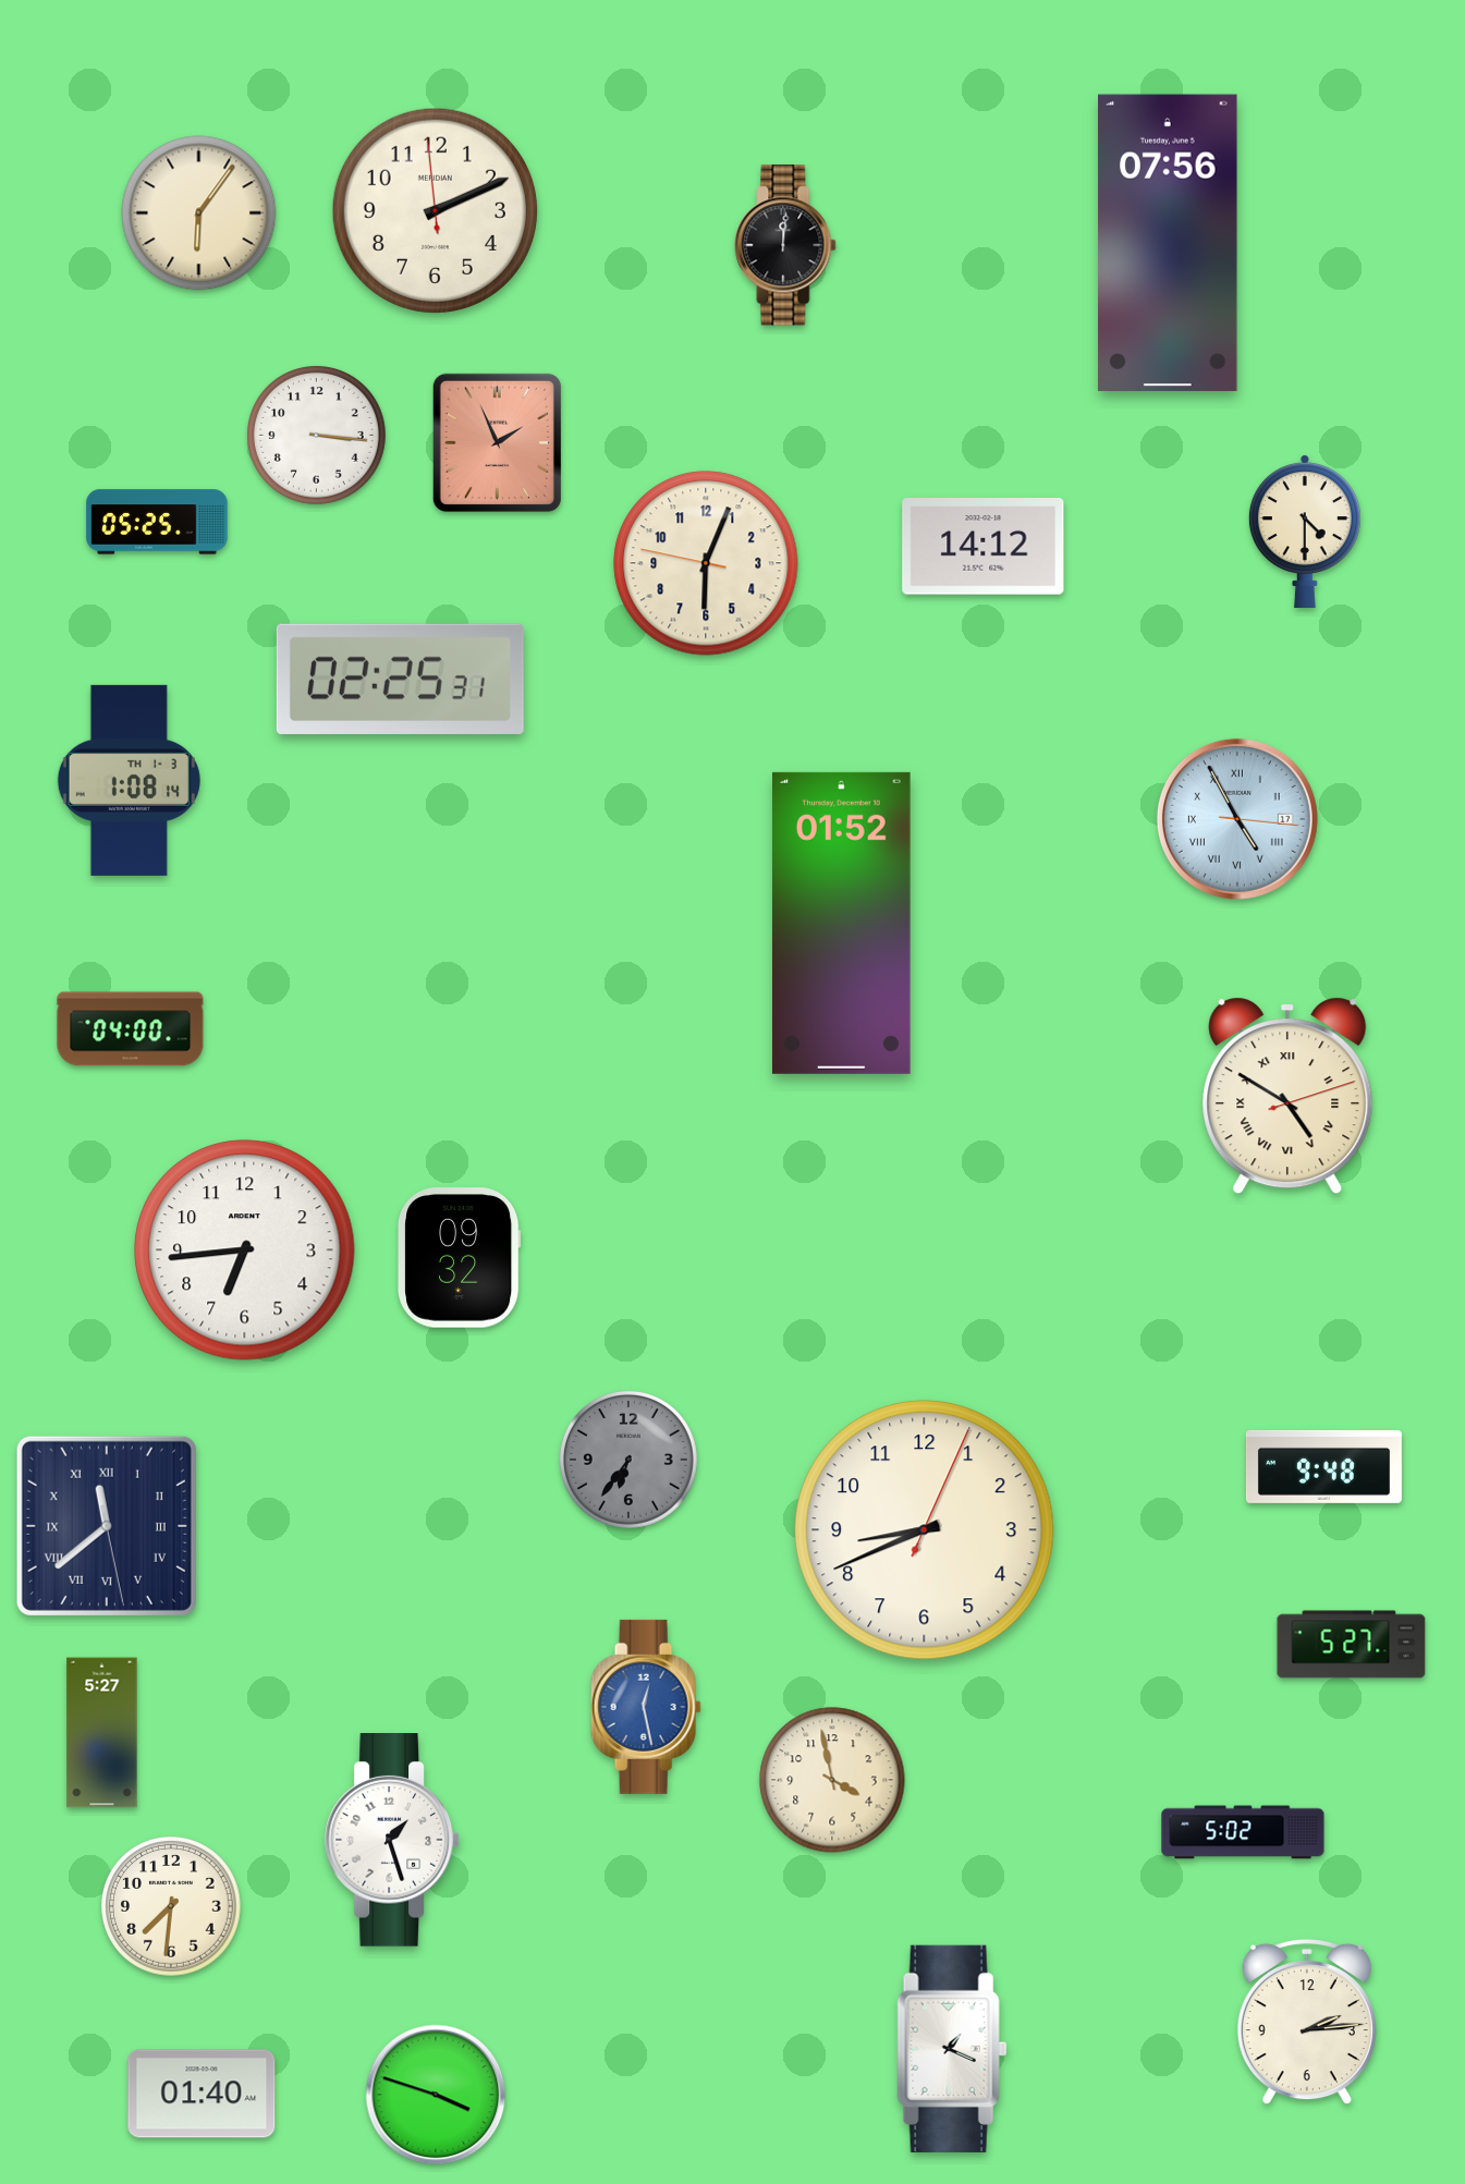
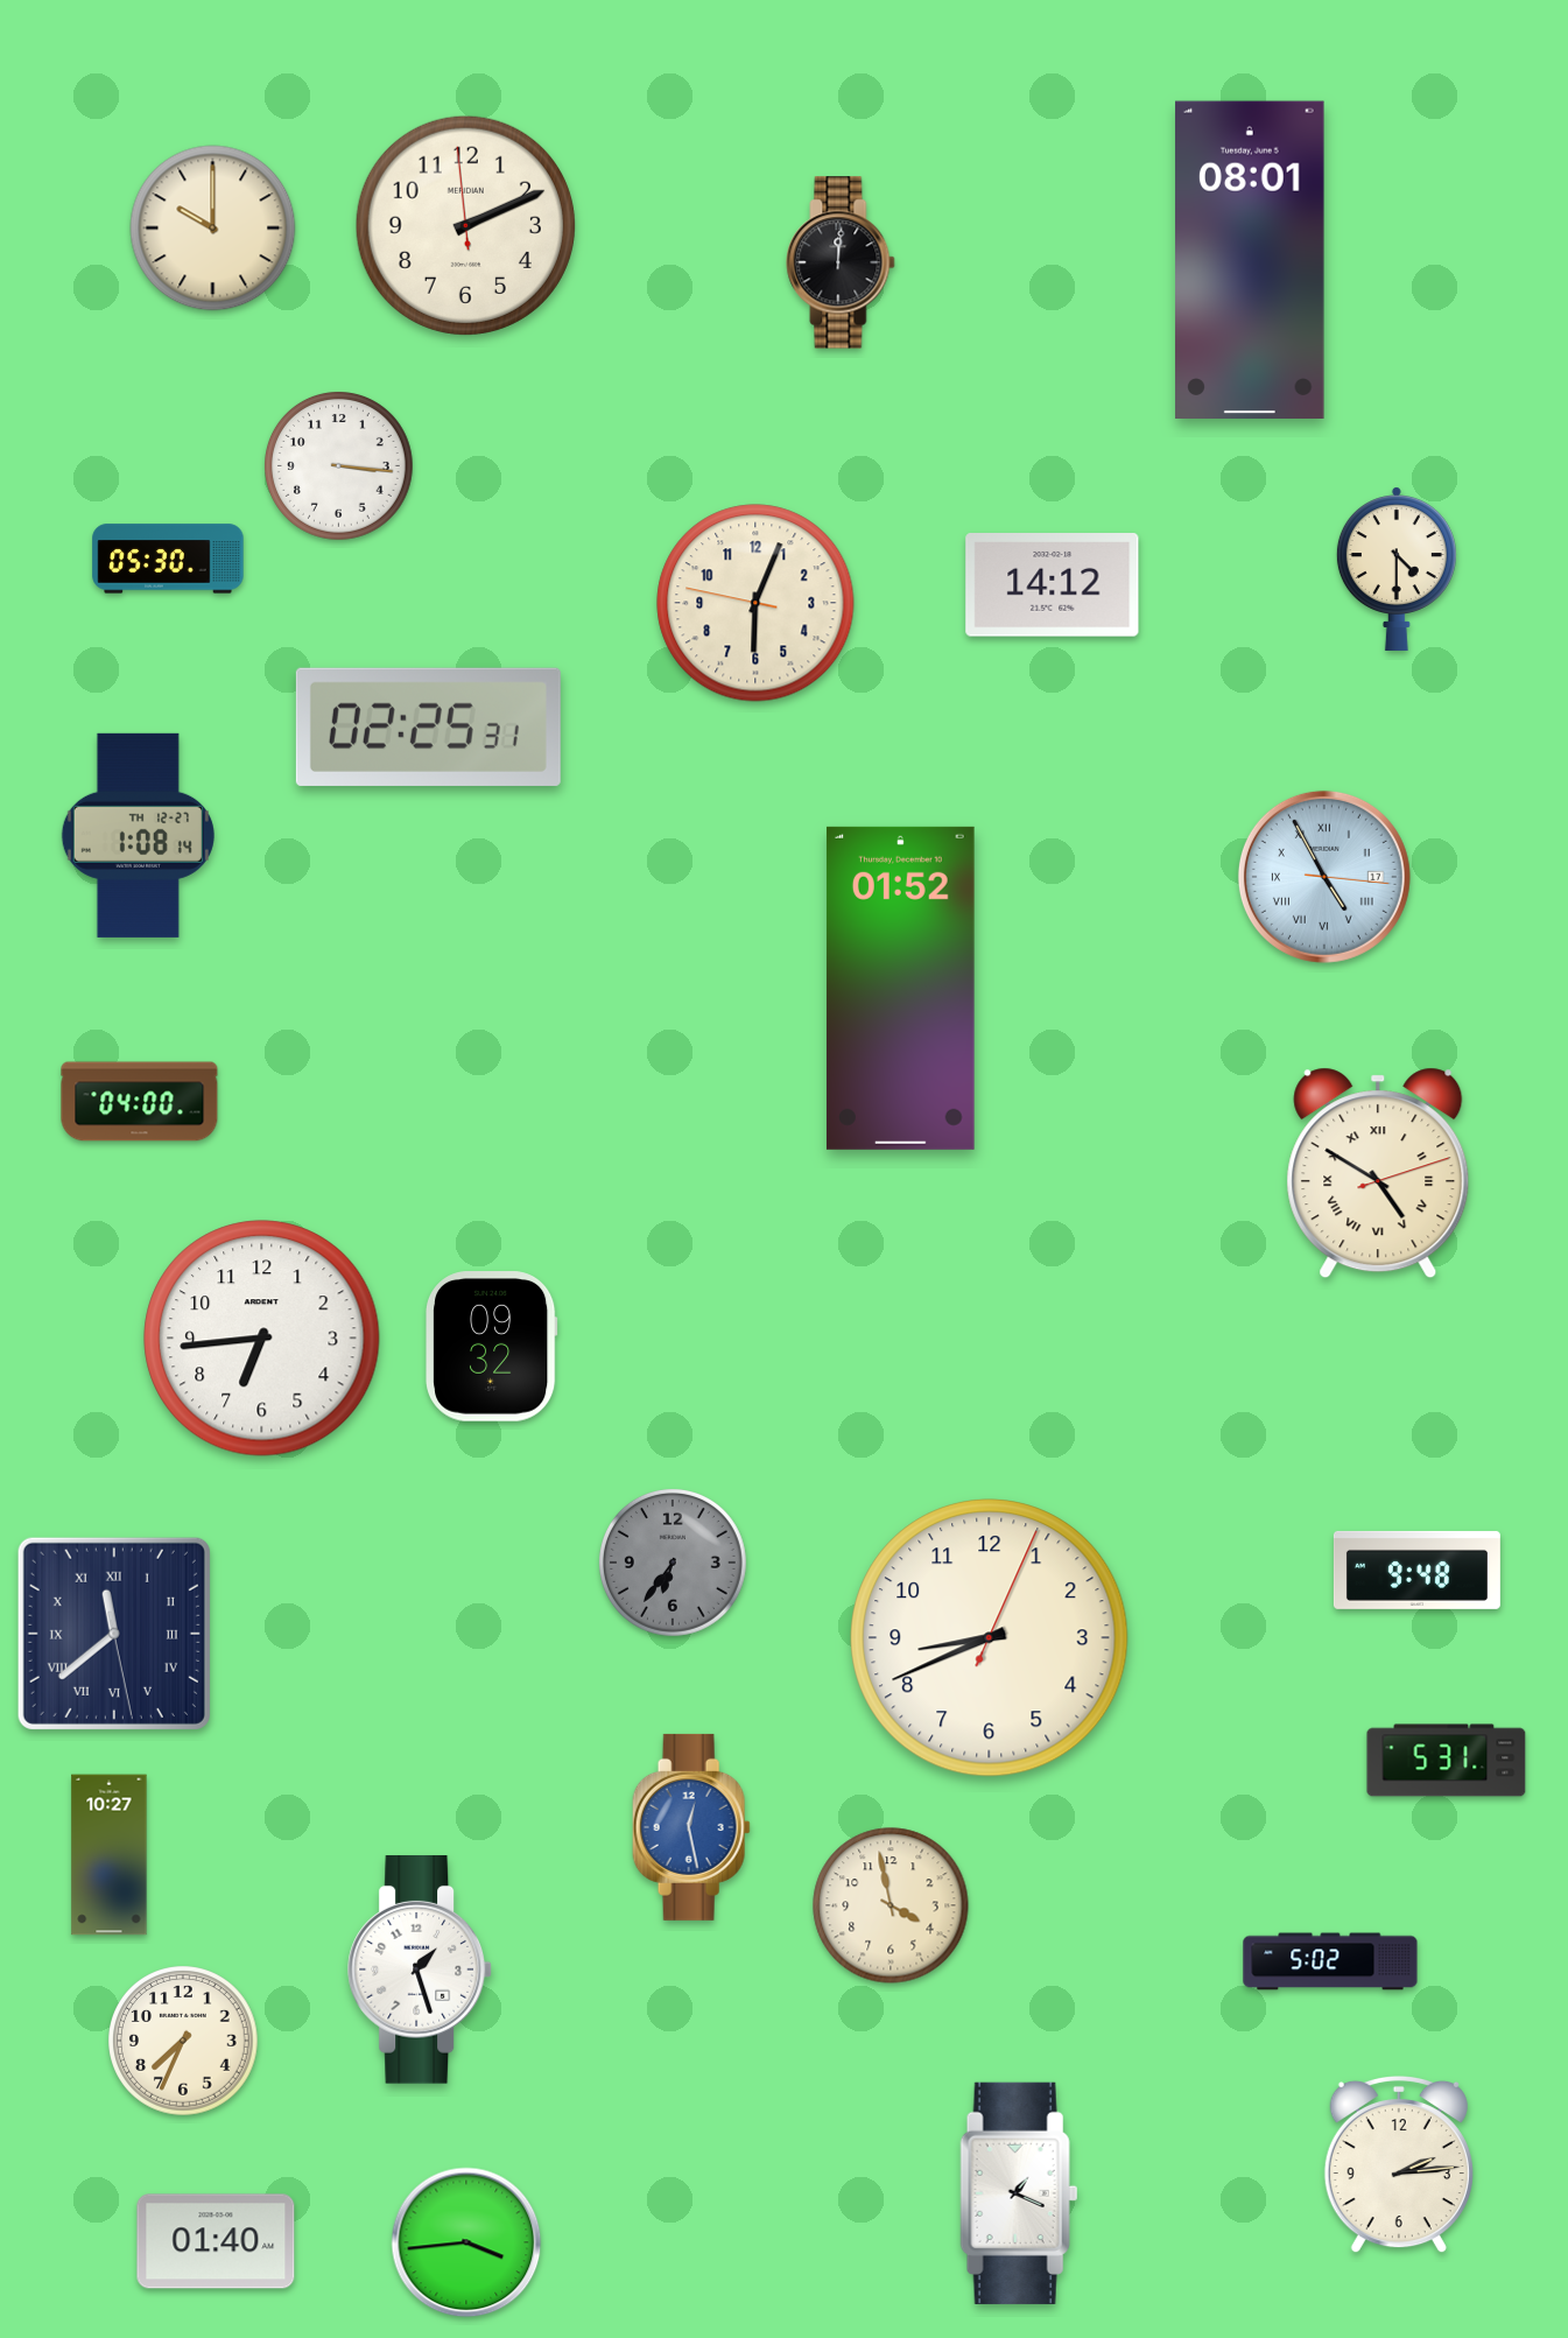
clock at (199, 213): 6:06 -> 10:00
clock at (1168, 242): 07:56 -> 08:01
clock at (497, 442): 1:56 -> none
clock at (157, 522): 05:25 -> 05:30
clock at (129, 780) date: TH 1-3 -> TH 12-27
clock at (1352, 1645): 5:27 -> 5:31
clock at (102, 1733): 5:27 -> 10:27
clock at (171, 1906): 7:31 -> 7:34
clock at (436, 2095): 3:48 -> 3:44
